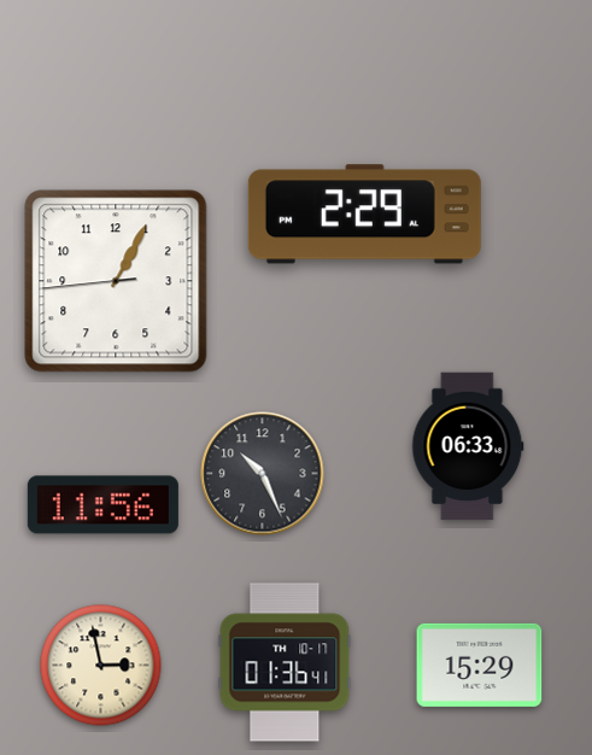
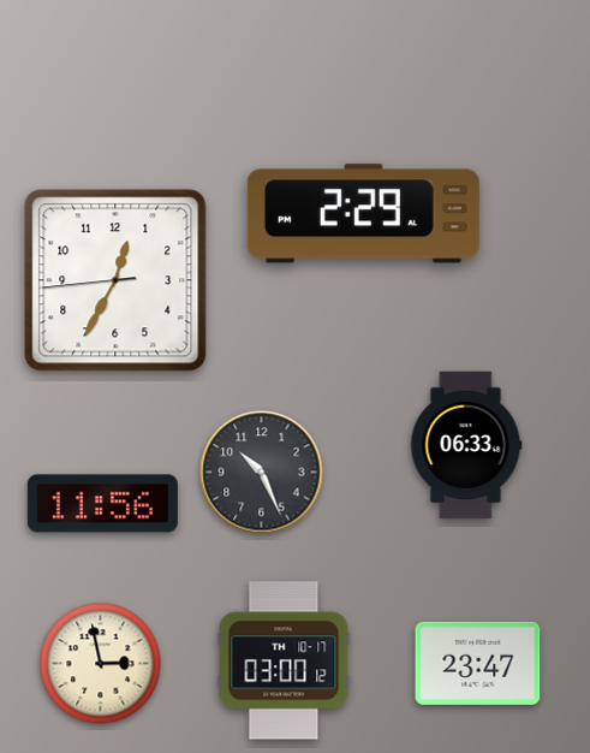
clock at (116, 281): 1:04 -> 12:34
clock at (285, 662): 01:36 -> 03:00
clock at (480, 665): 15:29 -> 23:47
